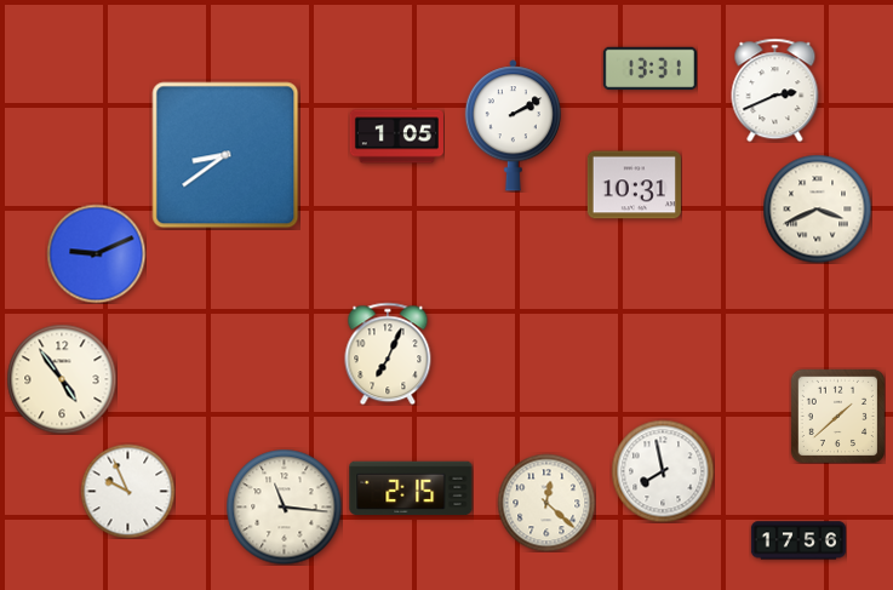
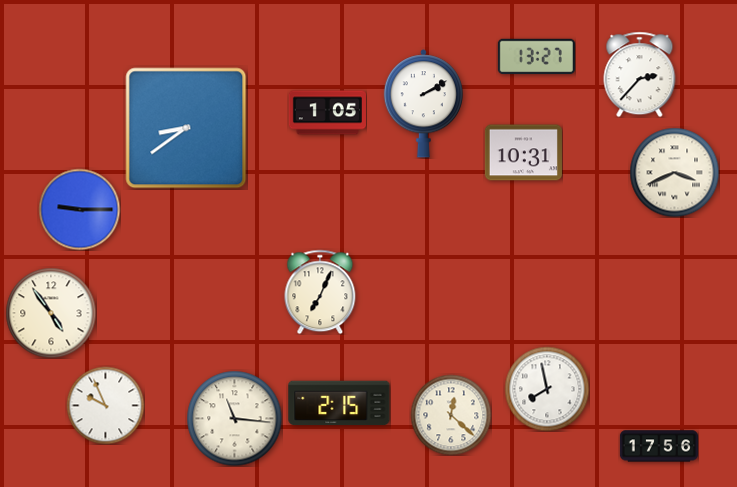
clock at (649, 69): 13:31 -> 13:27
clock at (775, 90): 2:41 -> 2:37
clock at (96, 253): 9:11 -> 9:15
clock at (837, 416): 1:38 -> none
